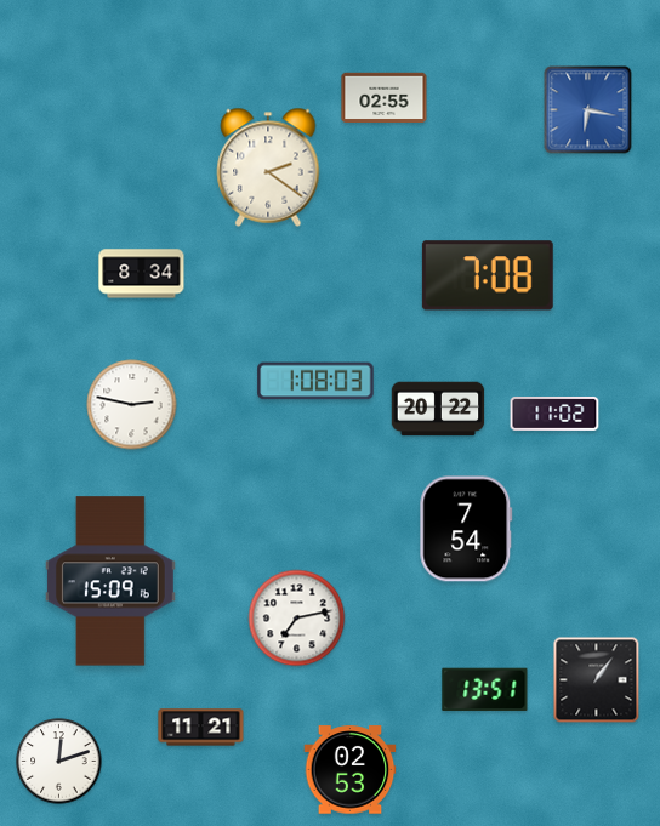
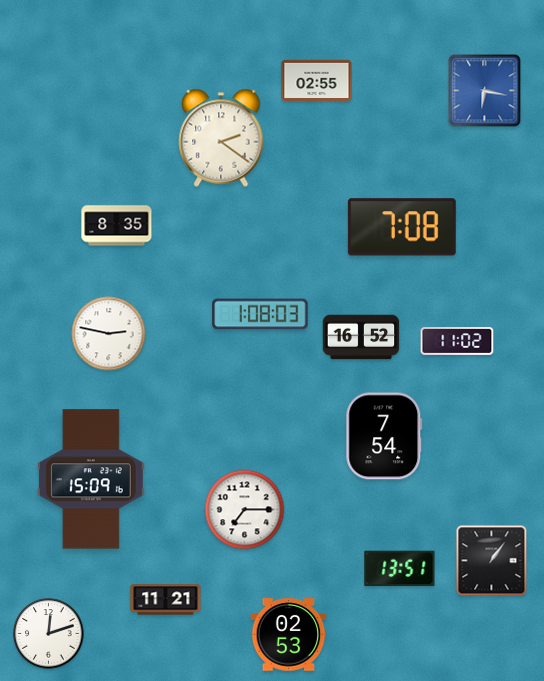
clock at (142, 274): 8:34 -> 8:35
clock at (438, 409): 20:22 -> 16:52
clock at (297, 619): 7:13 -> 7:15
clock at (59, 762) position: (59, 762) -> (49, 634)
